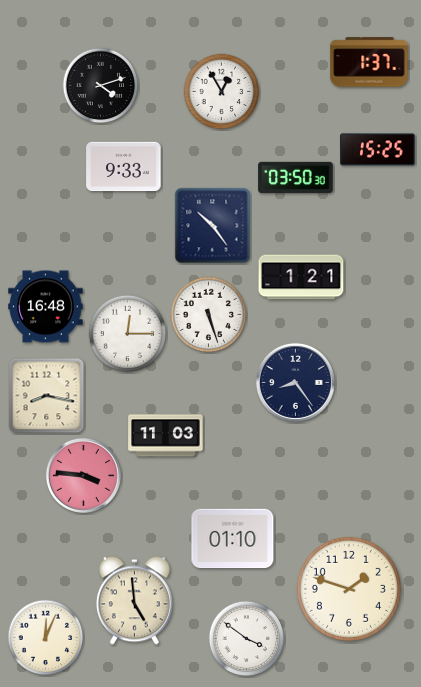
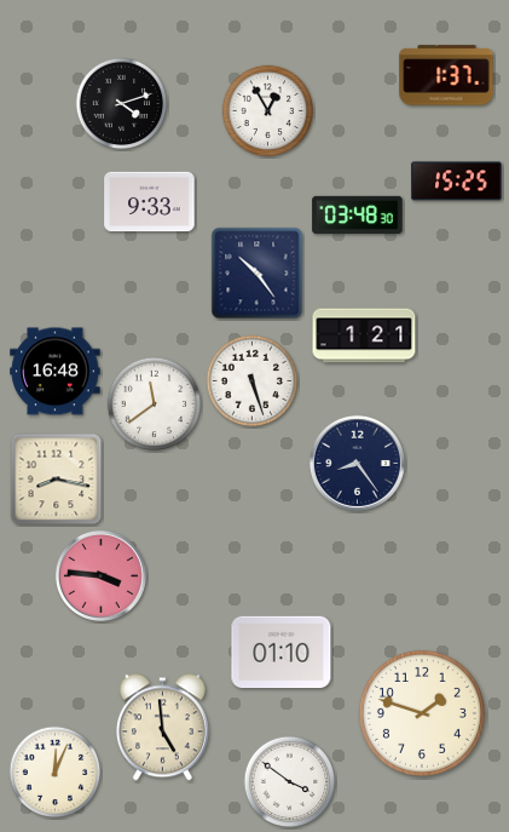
clock at (296, 177): 03:50 -> 03:48
clock at (128, 334): 12:15 -> 11:39
clock at (166, 436): 11:03 -> none
clock at (247, 639) position: (247, 639) -> (290, 782)
